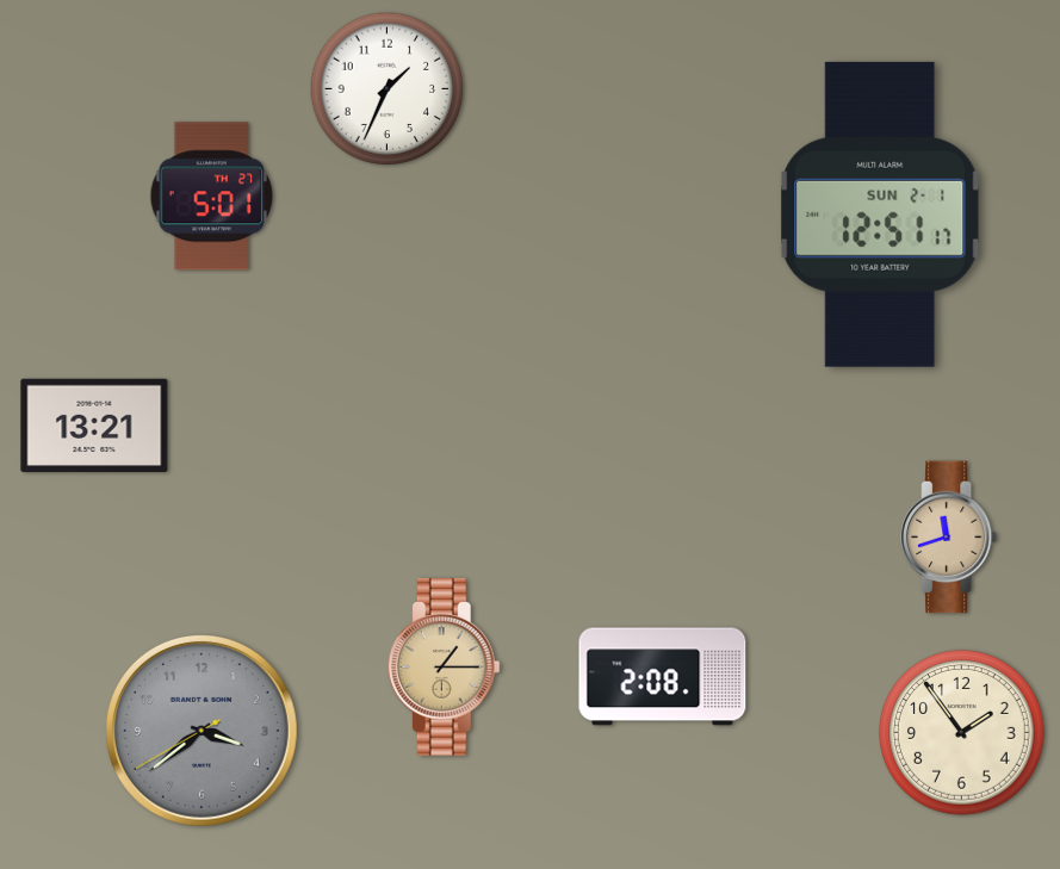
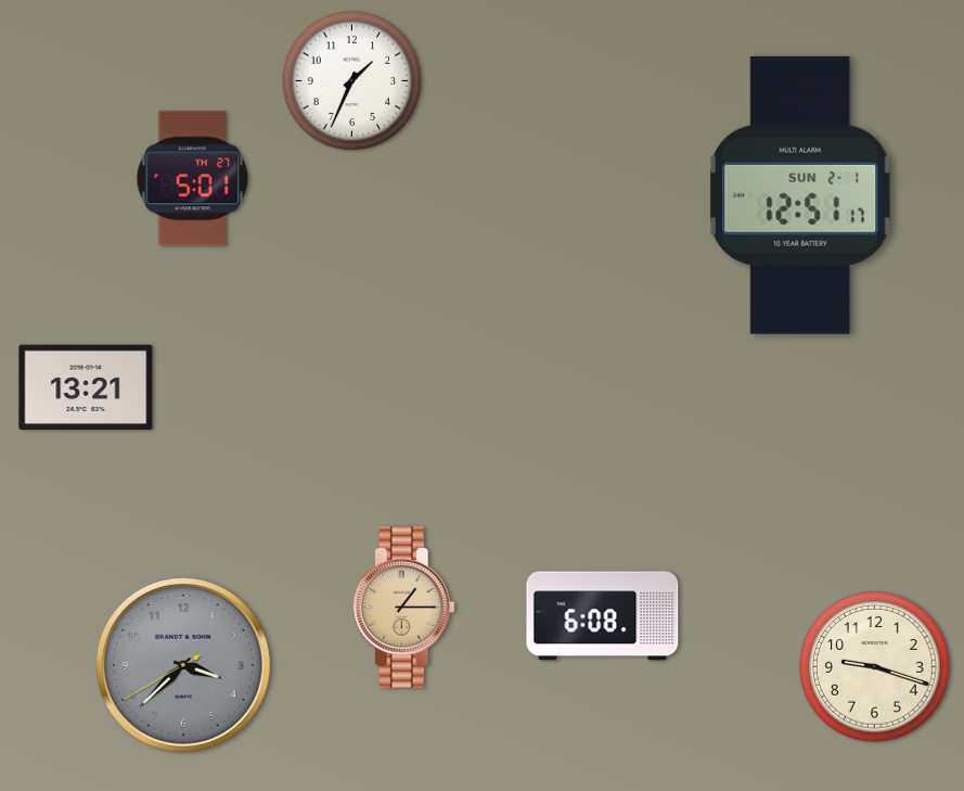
clock at (950, 538): 11:42 -> none
clock at (663, 677): 2:08 -> 6:08
clock at (202, 731): 3:38 -> 3:37
clock at (962, 733): 1:54 -> 9:18
